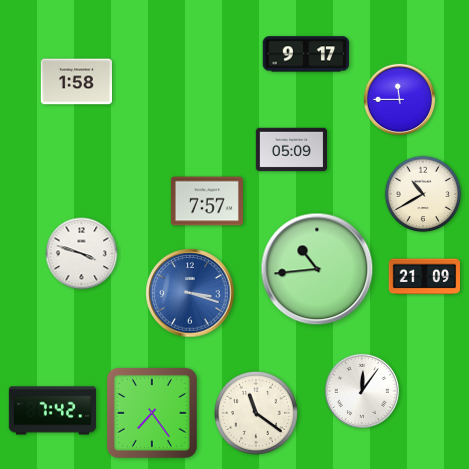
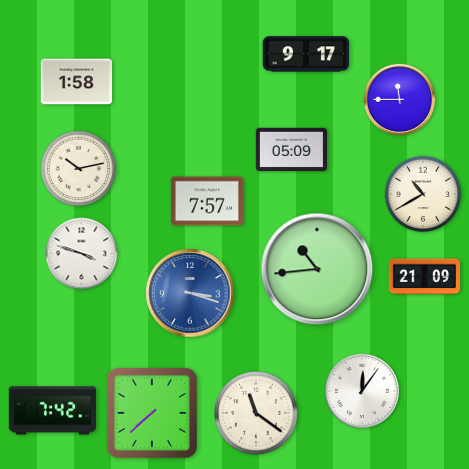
clock at (79, 169): none -> 10:13
clock at (152, 413): 7:24 -> 7:38
